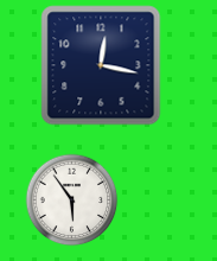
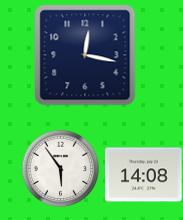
clock at (144, 175): none -> 14:08
